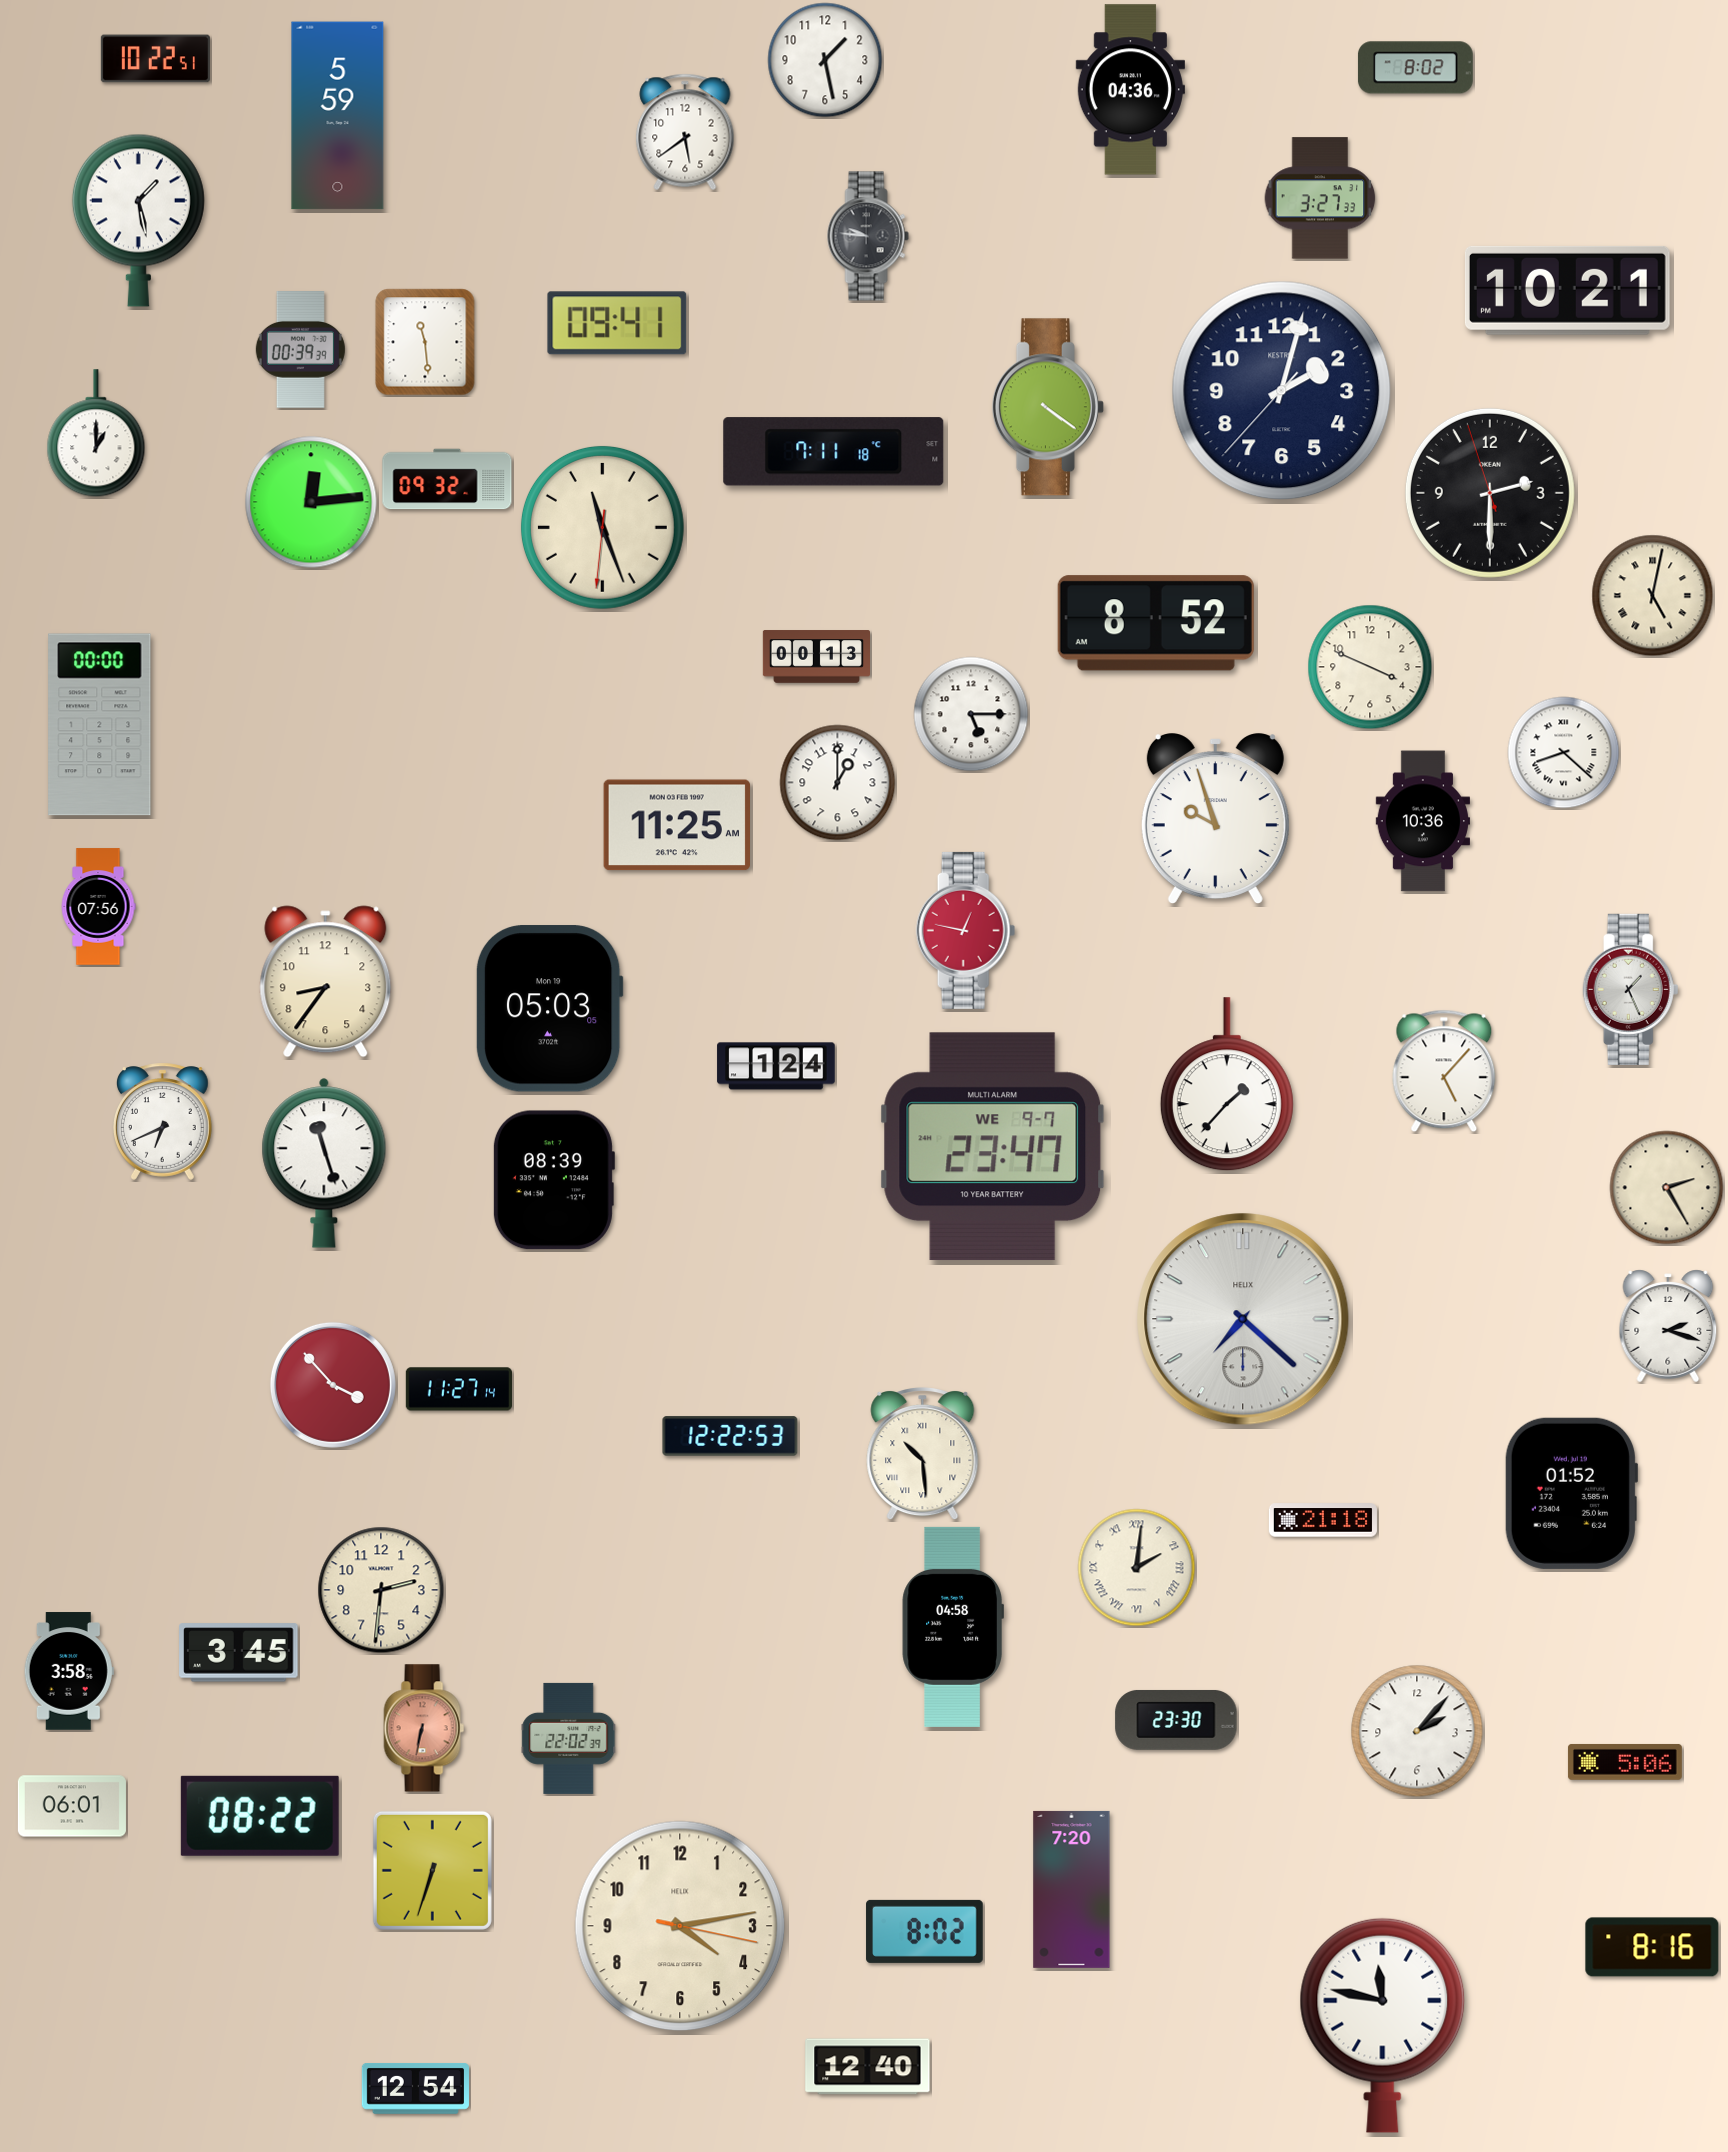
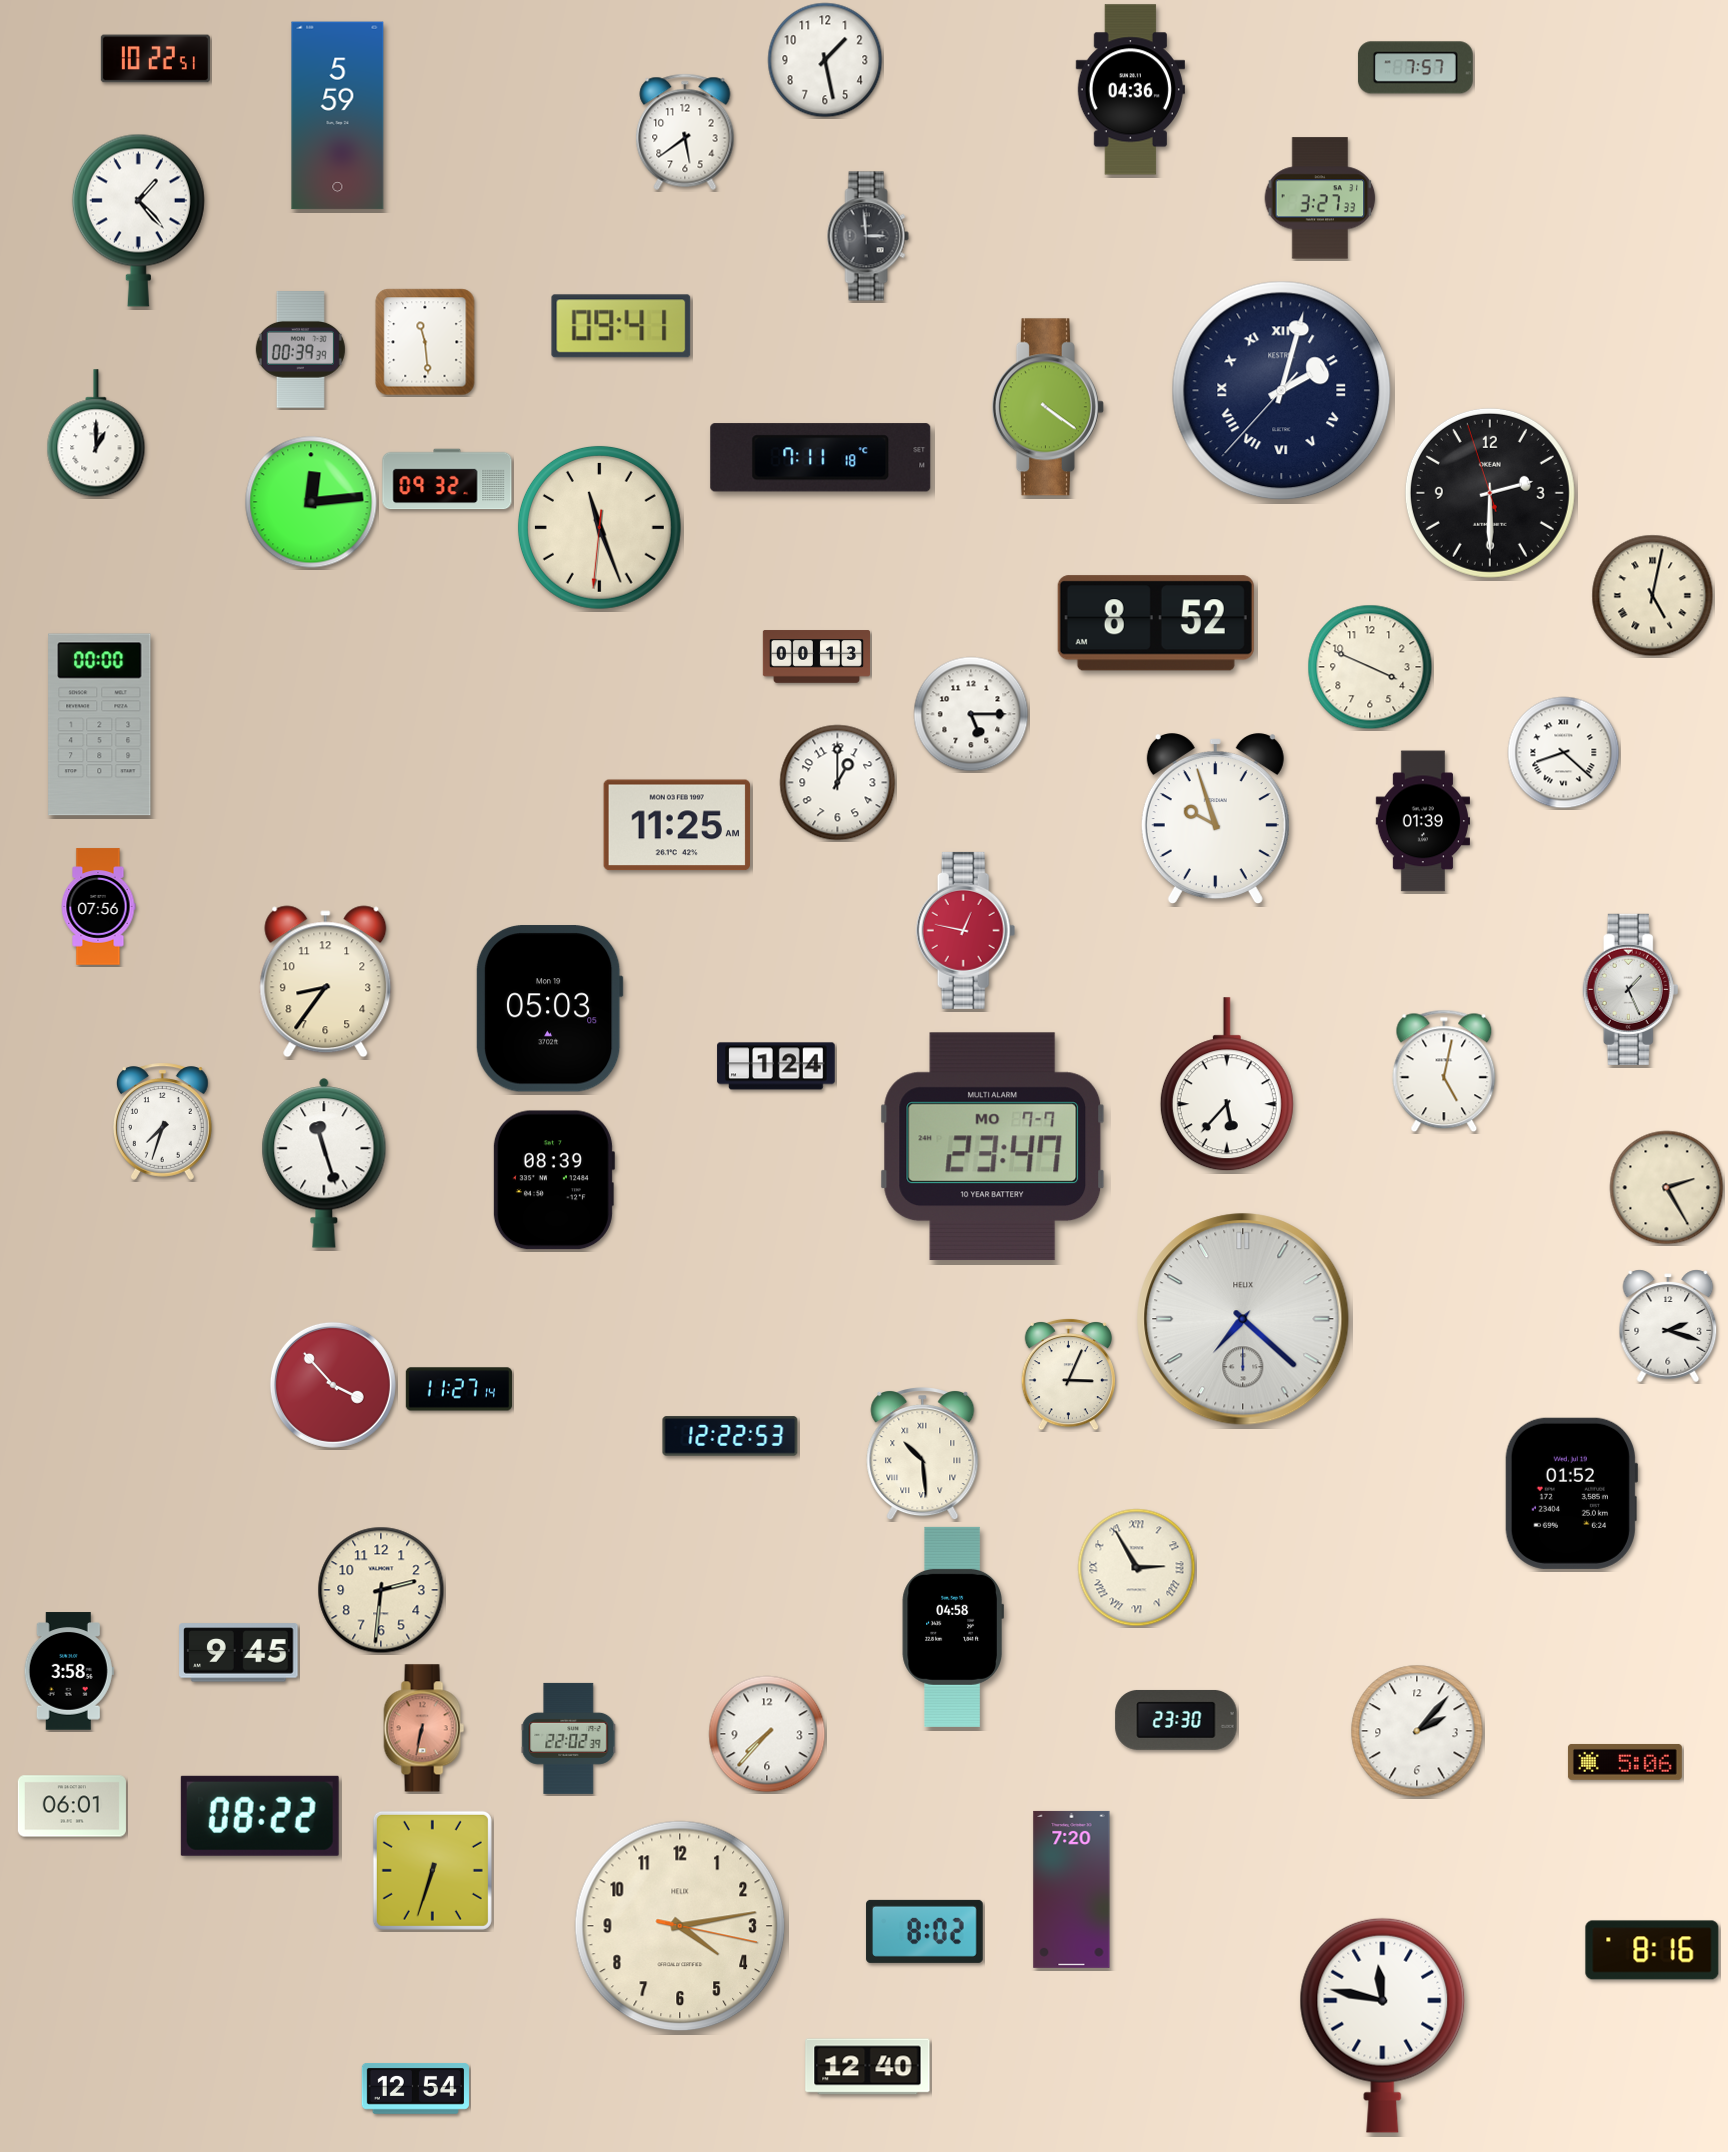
clock at (1415, 68): 8:02 -> 7:57
clock at (138, 220): 1:28 -> 1:23
clock at (868, 236): 9:46 -> 2:59
clock at (1567, 290): 10:21 -> none
clock at (617, 323) position: (617, 323) -> (621, 326)
clock at (1282, 391) numerals: Arabic -> Roman
clock at (834, 452) position: (834, 452) -> (821, 458)
clock at (602, 527) position: (602, 527) -> (599, 527)
clock at (1422, 821): 10:36 -> 01:39
clock at (1444, 1071): 5:07 -> 5:02
clock at (1227, 1085): 1:37 -> 5:37
clock at (162, 1121): 6:41 -> 7:33
clock at (993, 1147) date: WE 9-7 -> MO 7-7
clock at (1068, 1374): none -> 3:04
clock at (1323, 1520): 21:18 -> none
clock at (1137, 1568): 2:01 -> 2:55
clock at (239, 1653): 3:45 -> 9:45
clock at (767, 1734): none -> 7:37
clock at (1652, 1947) position: (1652, 1947) -> (1652, 1950)
